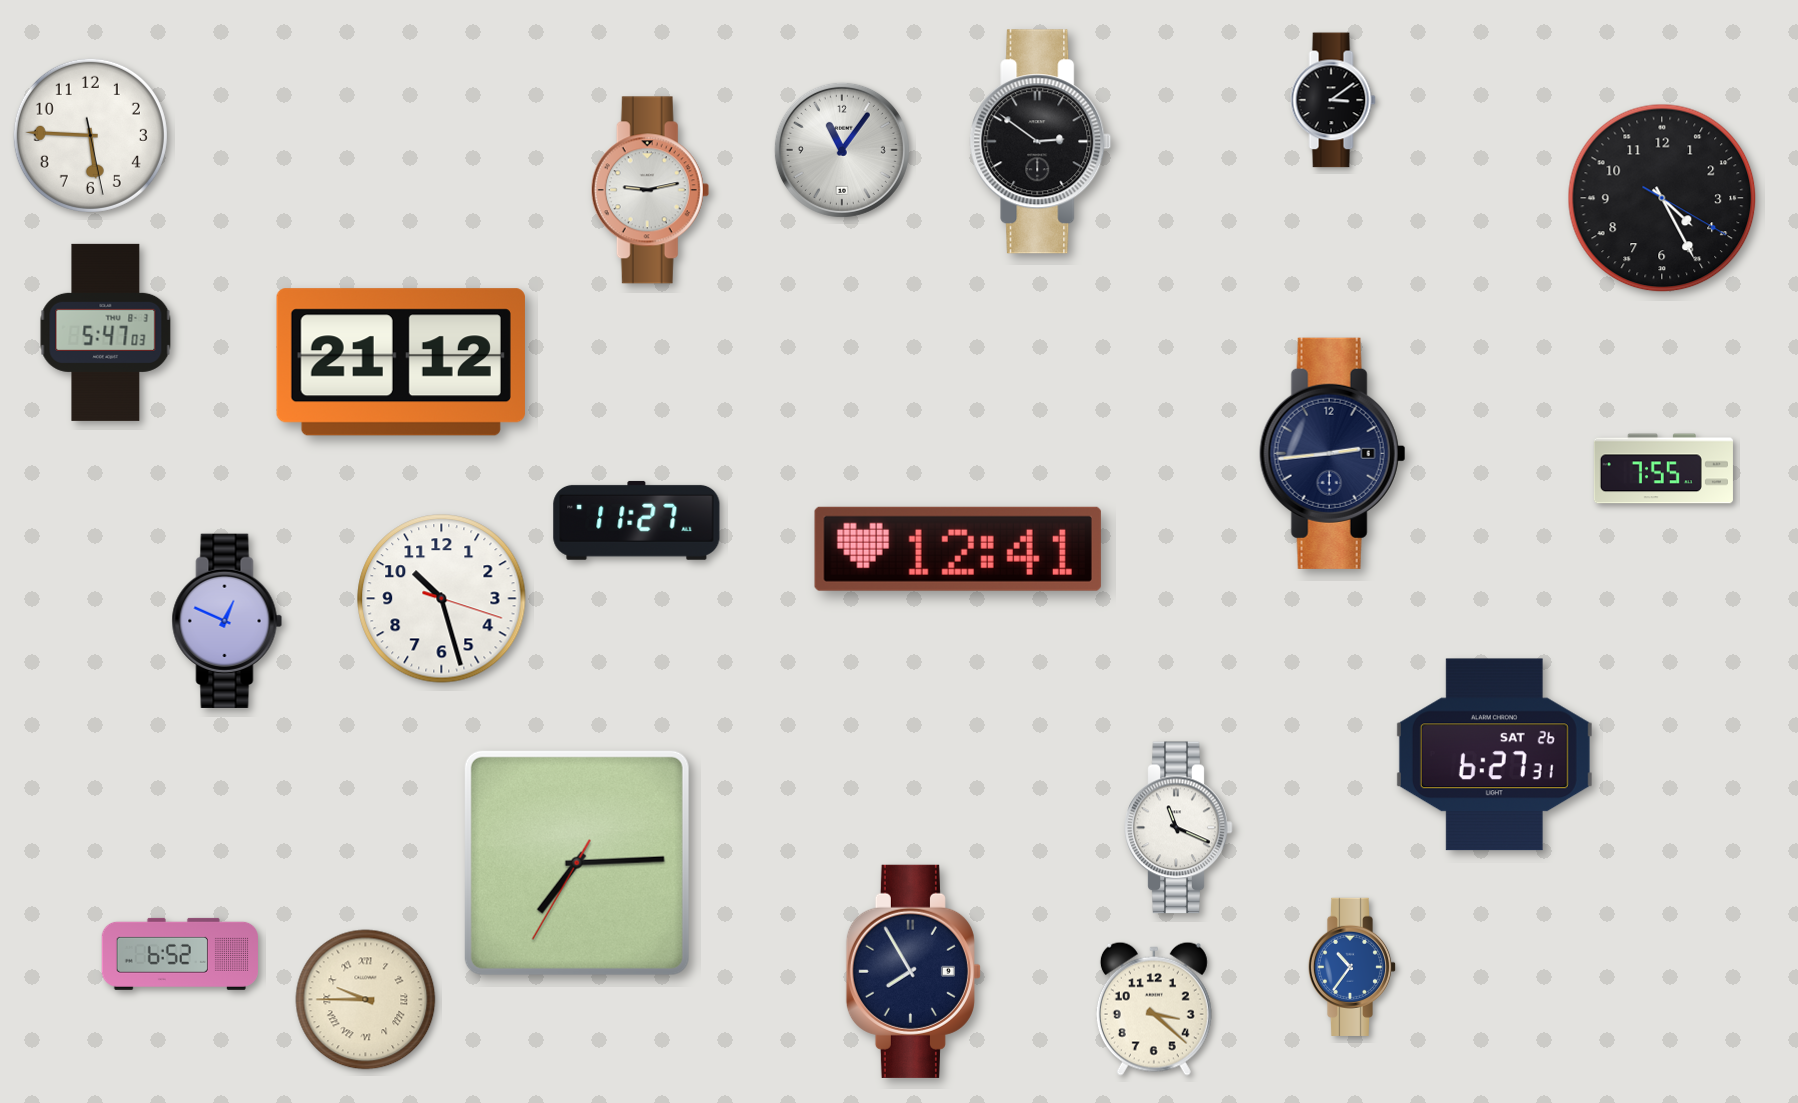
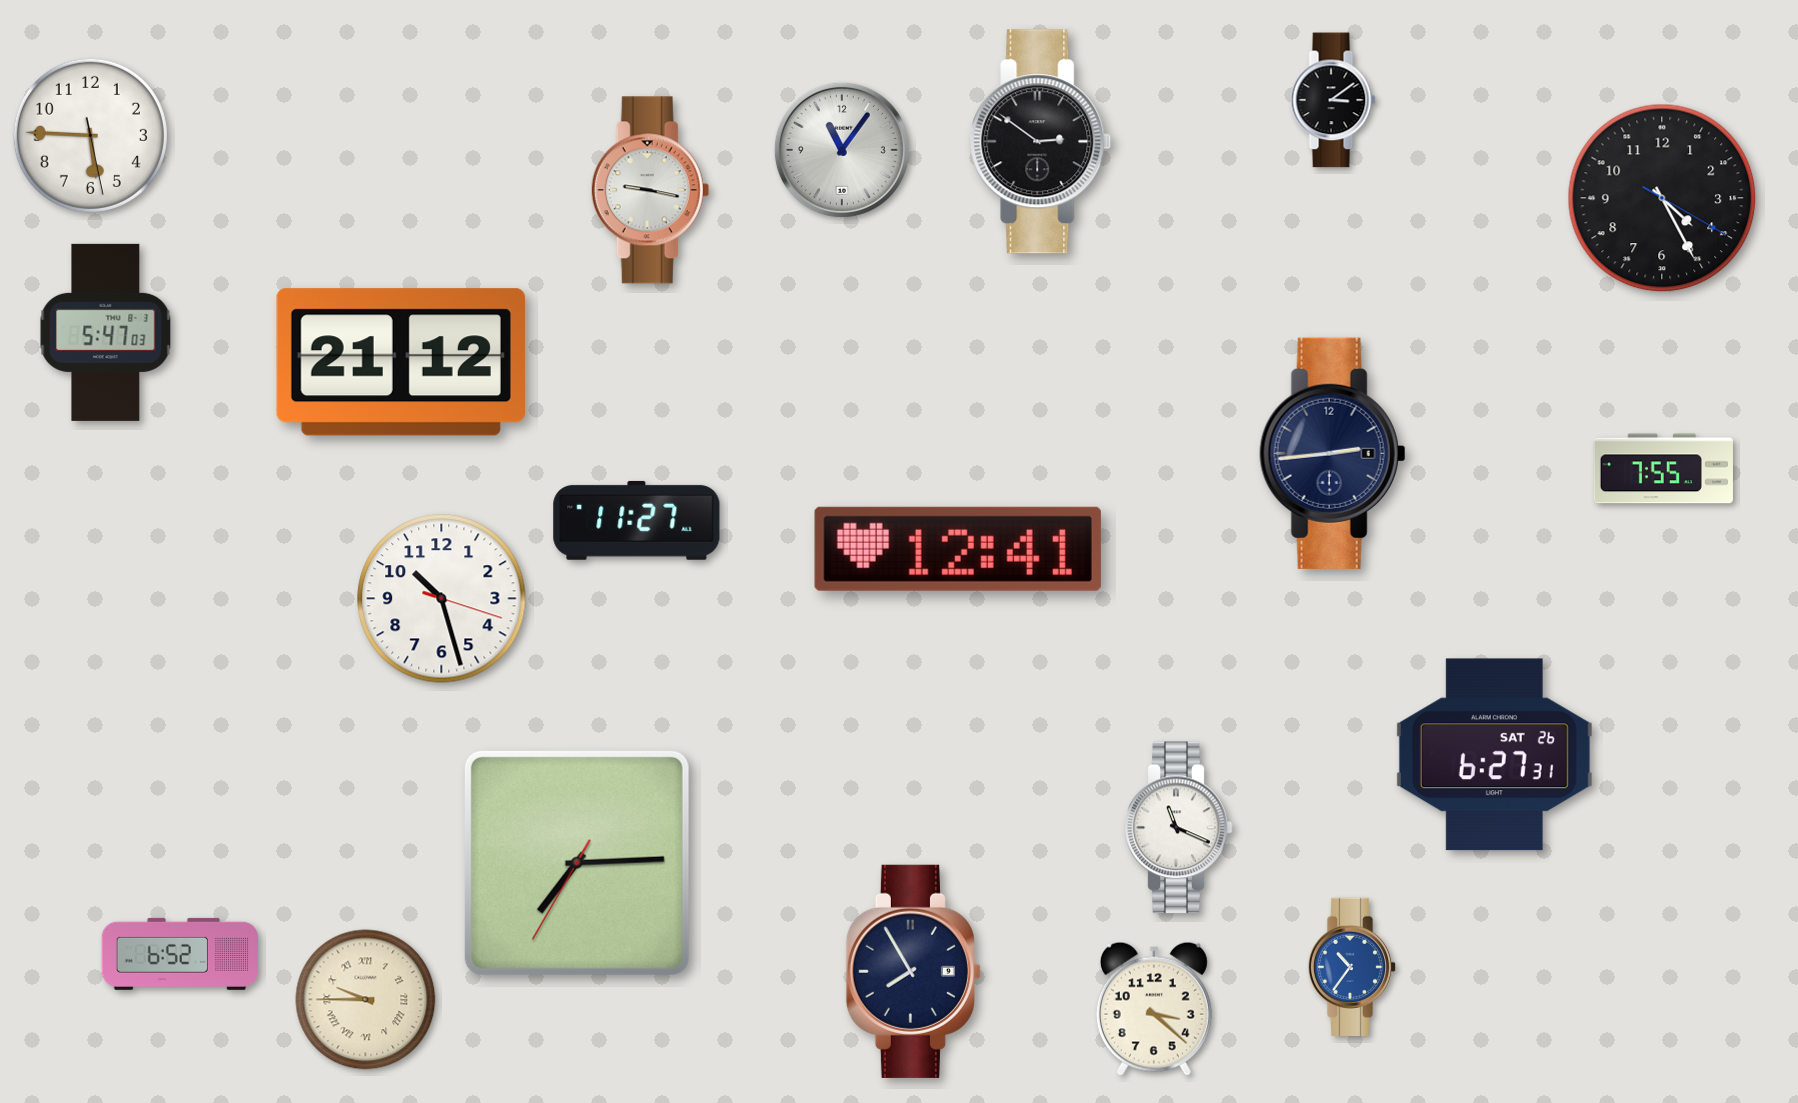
clock at (650, 190): 9:13 -> 9:17
clock at (227, 620): 12:49 -> none
